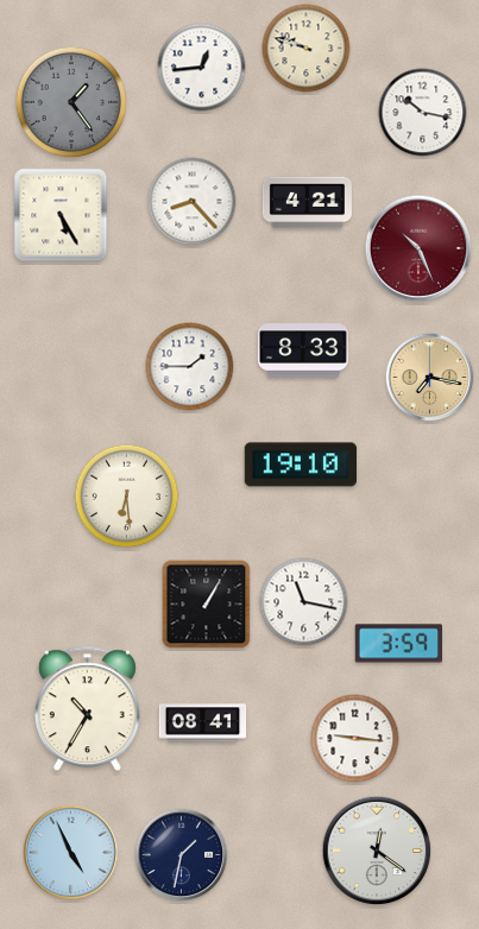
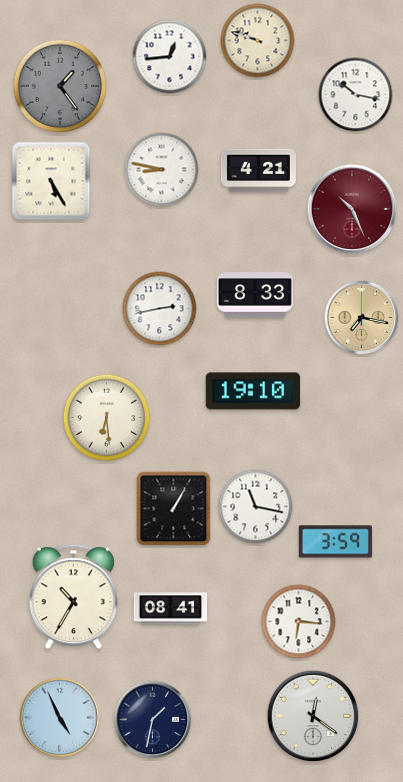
clock at (193, 202): 8:23 -> 8:47
clock at (190, 367): 1:45 -> 2:43
clock at (355, 739): 9:16 -> 6:16
clock at (377, 851) position: (377, 851) -> (313, 716)
